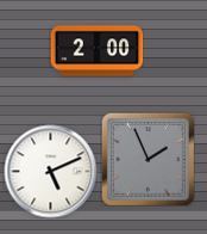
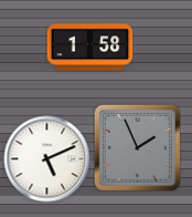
clock at (96, 51): 2:00 -> 1:58
